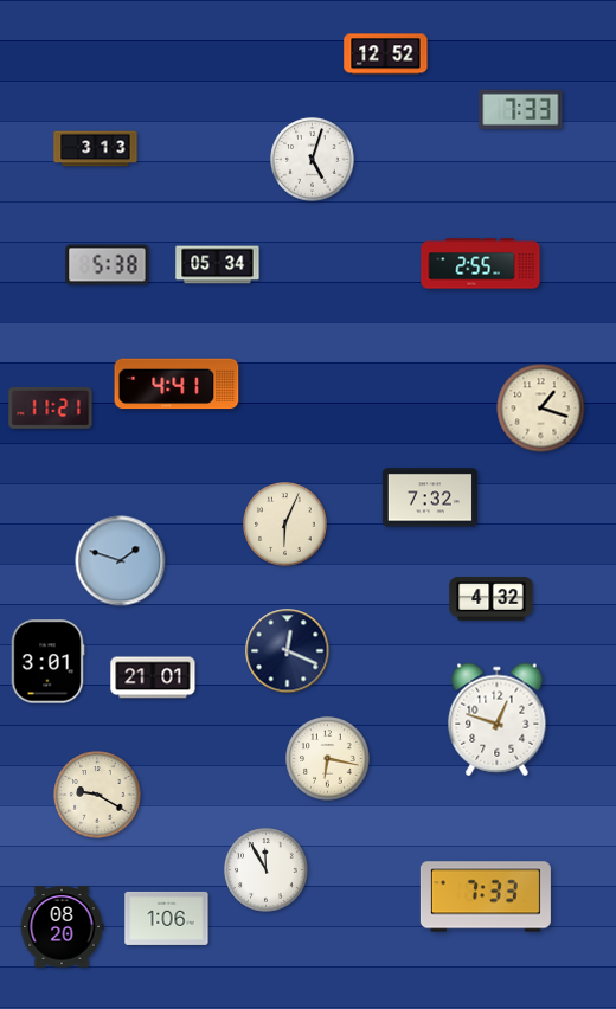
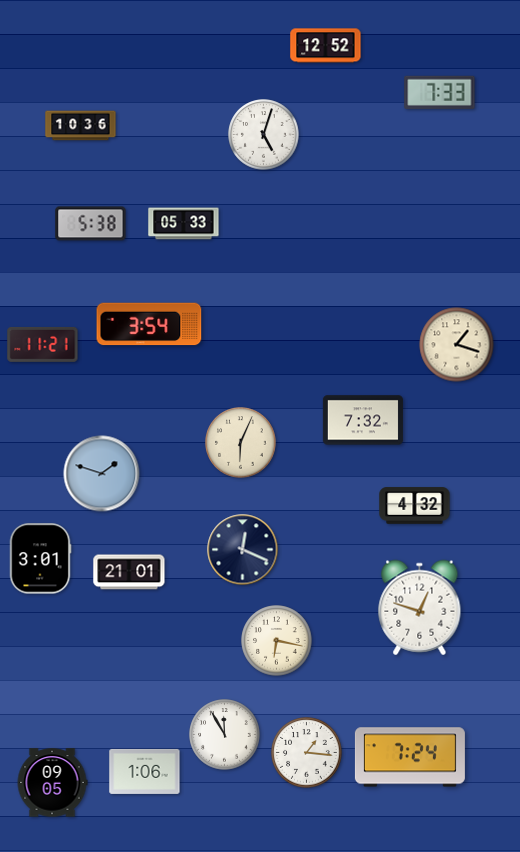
clock at (96, 149): 3:13 -> 10:36
clock at (481, 264): 2:55 -> none
clock at (218, 265): 05:34 -> 05:33
clock at (177, 384): 4:41 -> 3:54
clock at (97, 795): 9:20 -> none
clock at (307, 753): none -> 1:16
clock at (486, 896): 7:33 -> 7:24
clock at (167, 918) position: (167, 918) -> (145, 771)
clock at (62, 927): 08:20 -> 09:05
